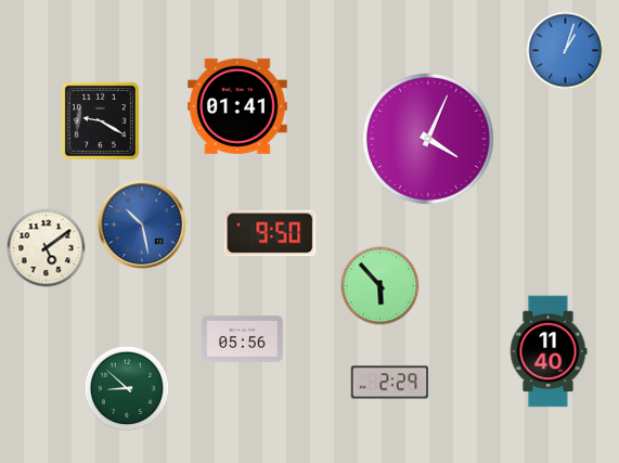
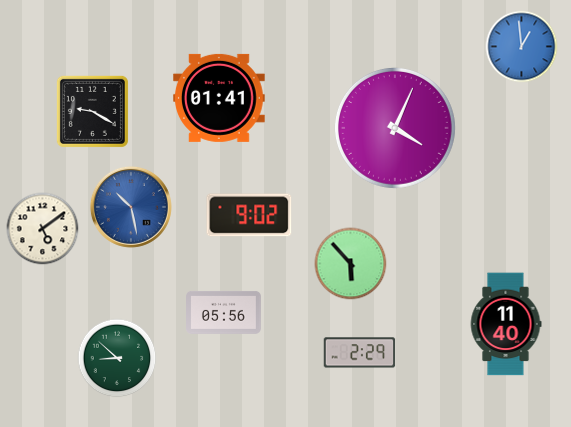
clock at (566, 51): 1:03 -> 12:59
clock at (270, 233): 9:50 -> 9:02
